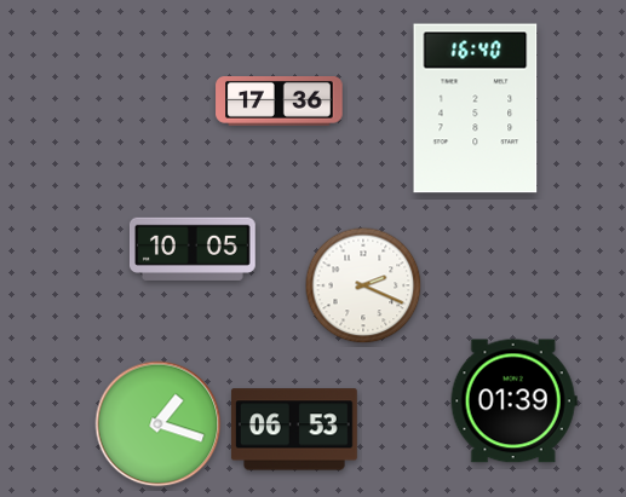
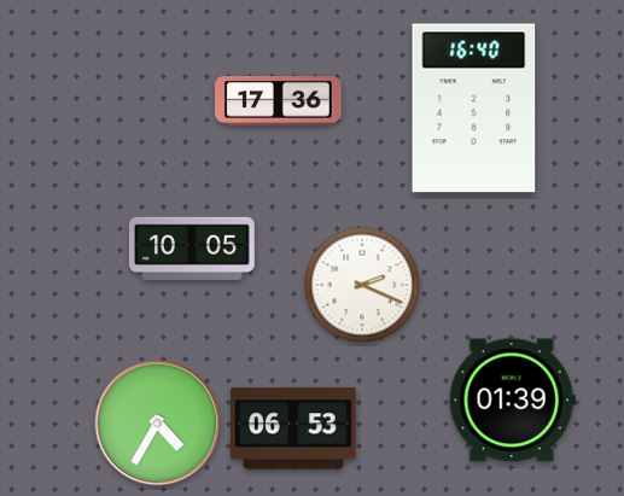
clock at (159, 424): 1:18 -> 4:35
